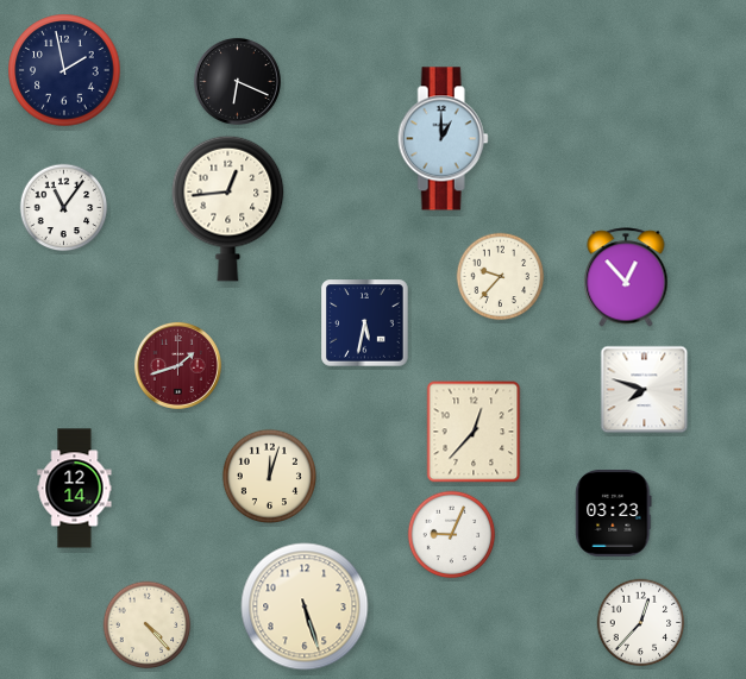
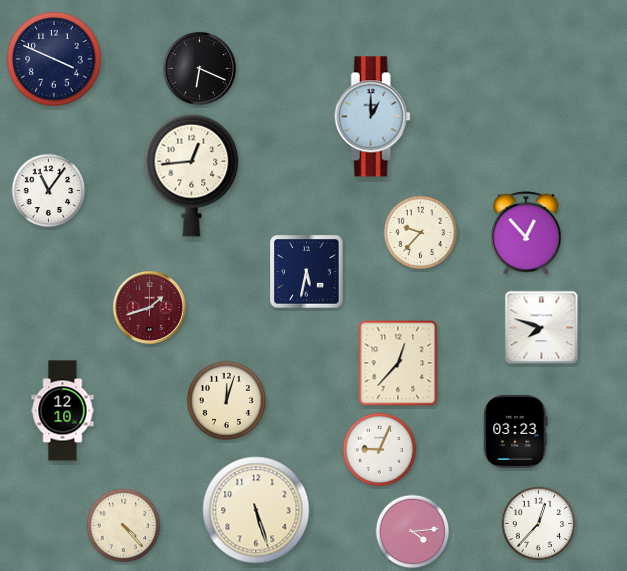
clock at (64, 70): 1:58 -> 3:49
clock at (64, 208) position: (64, 208) -> (49, 191)
clock at (75, 489): 12:14 -> 12:10
clock at (413, 532): none -> 4:14
